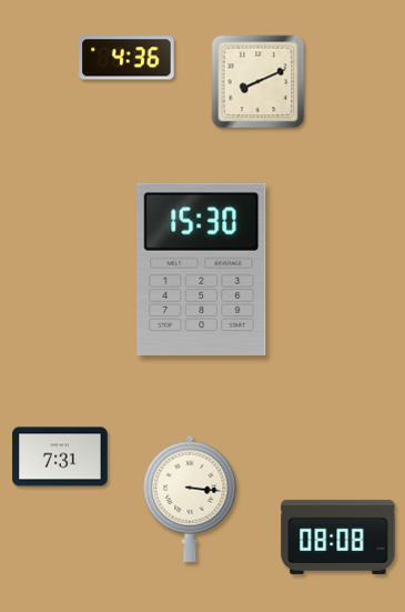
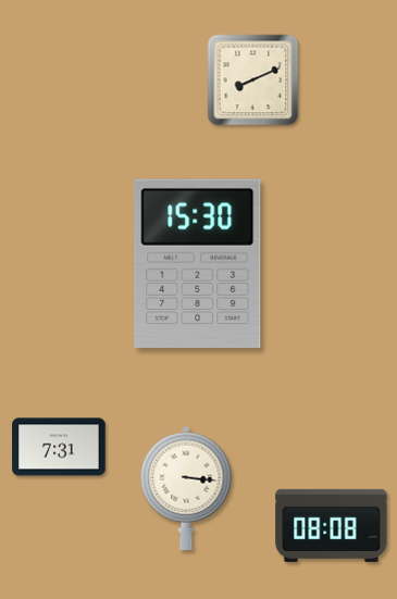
clock at (126, 58): 4:36 -> none
